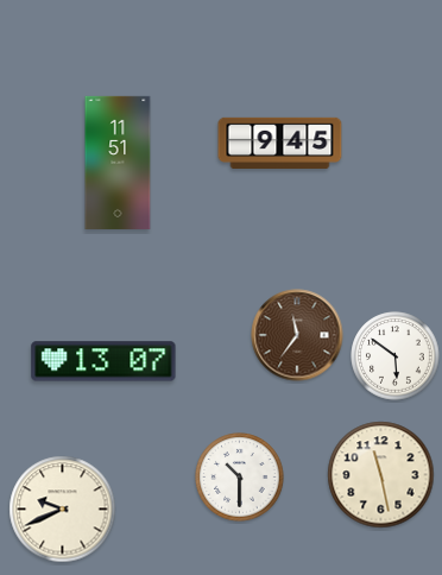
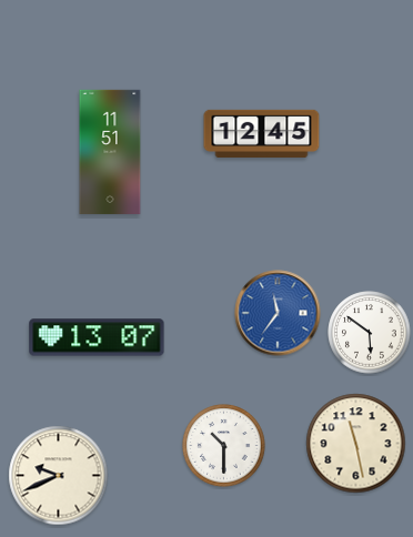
clock at (280, 143): 9:45 -> 12:45
clock at (297, 335) dial: brown -> blue
